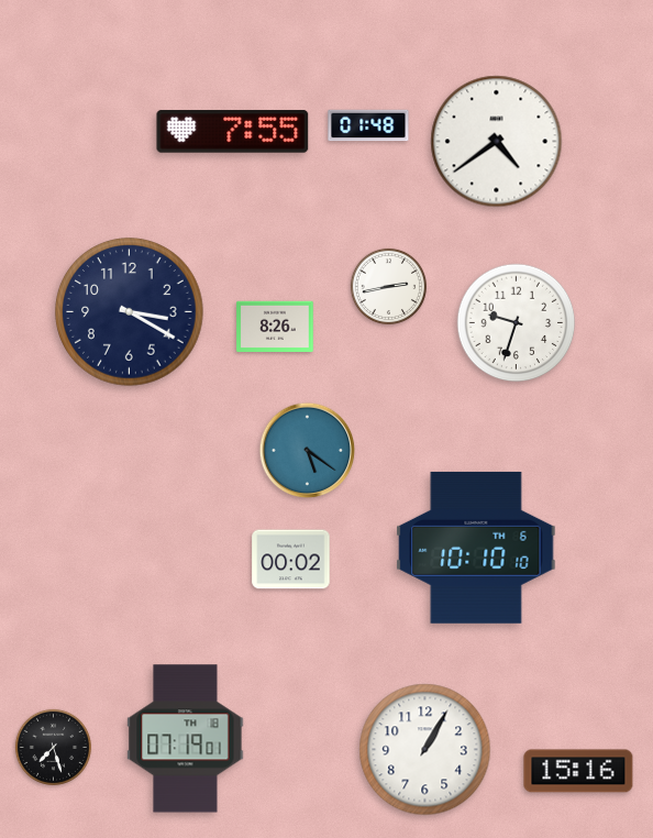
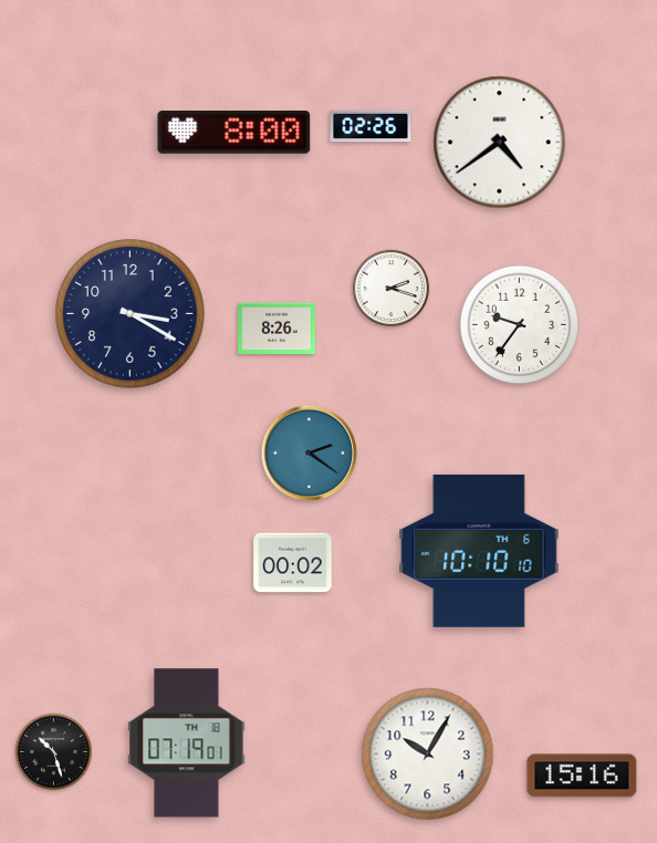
clock at (368, 125): 01:48 -> 02:26
clock at (233, 132): 7:55 -> 8:00
clock at (388, 286): 2:43 -> 2:18
clock at (517, 323): 9:33 -> 9:36
clock at (308, 451): 5:21 -> 2:21
clock at (53, 747): 7:27 -> 10:27
clock at (425, 750): 1:05 -> 10:05
